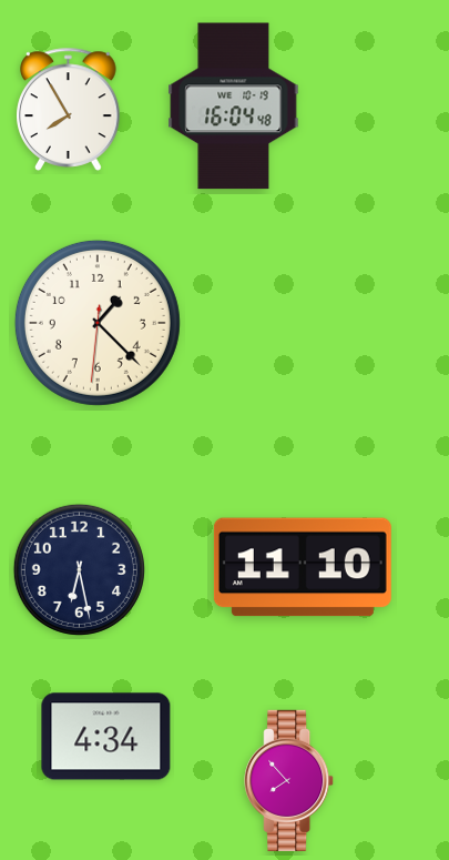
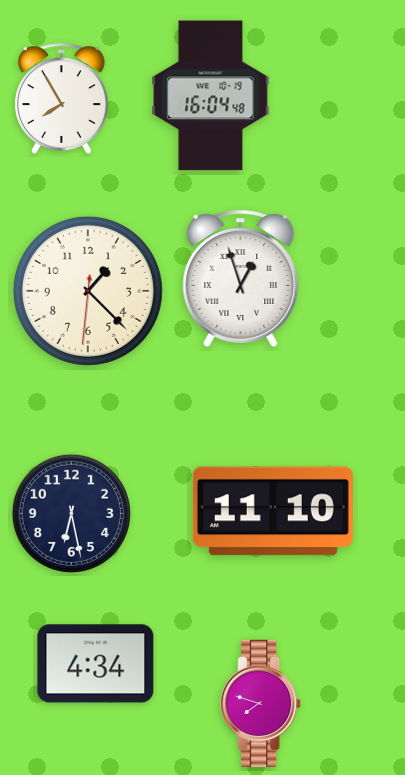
clock at (241, 279): none -> 12:57
clock at (289, 780): 7:53 -> 7:48
